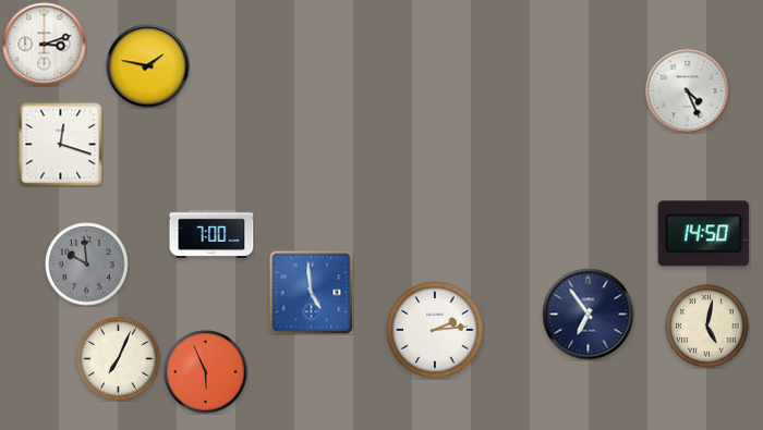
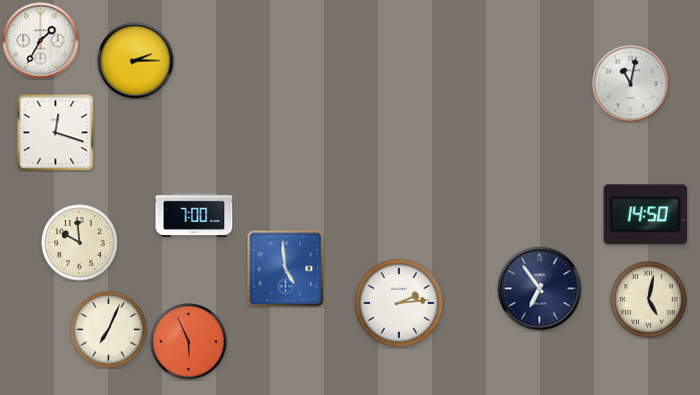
clock at (45, 45): 3:12 -> 1:35
clock at (148, 66): 1:47 -> 2:15
clock at (688, 91): 4:26 -> 11:02
clock at (87, 265) dial: grey -> cream
